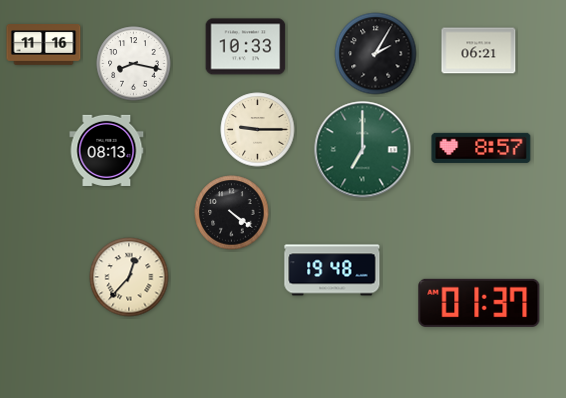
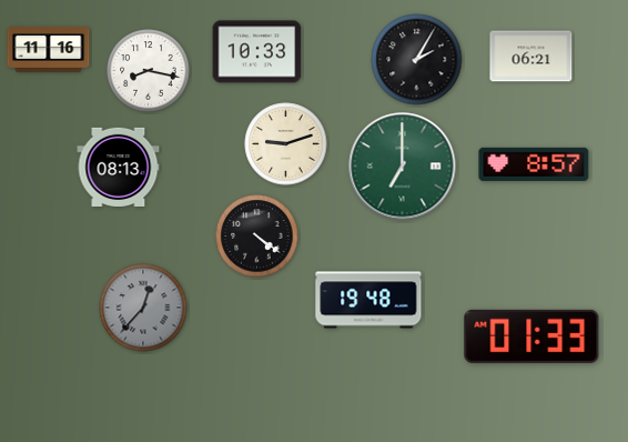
clock at (246, 47) position: (246, 47) -> (257, 52)
clock at (258, 130): 9:15 -> 9:12
clock at (129, 277) dial: cream -> grey
clock at (479, 303): 01:37 -> 01:33
